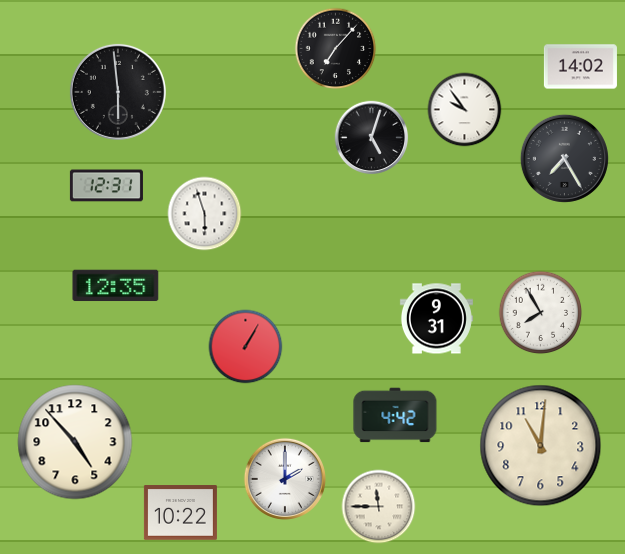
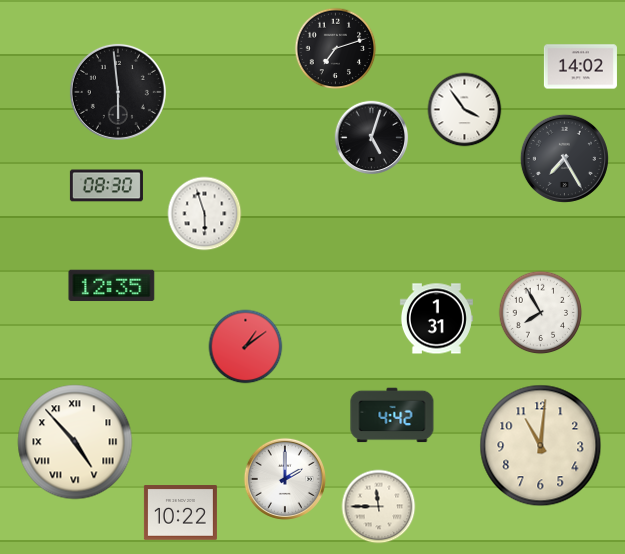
clock at (336, 49): 7:07 -> 7:12
clock at (465, 110): 9:54 -> 3:54
clock at (106, 186): 12:31 -> 08:30
clock at (116, 286) position: (116, 286) -> (112, 286)
clock at (436, 319): 9:31 -> 1:31
clock at (246, 347): 1:05 -> 1:09
clock at (395, 415) position: (395, 415) -> (392, 415)
clock at (75, 442) numerals: Arabic -> Roman
